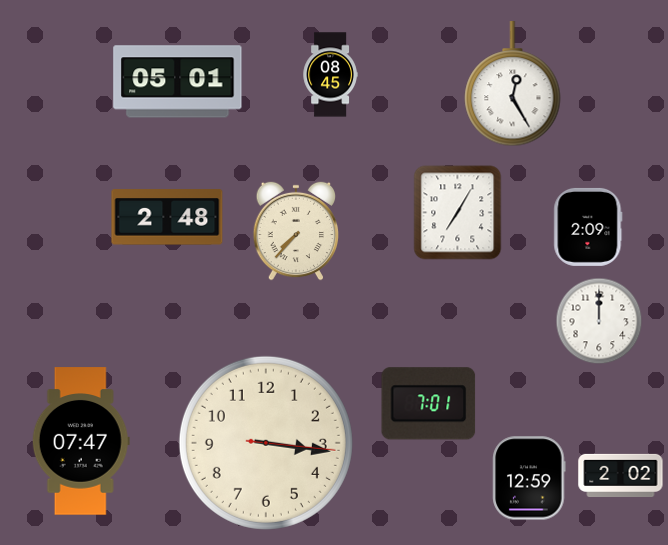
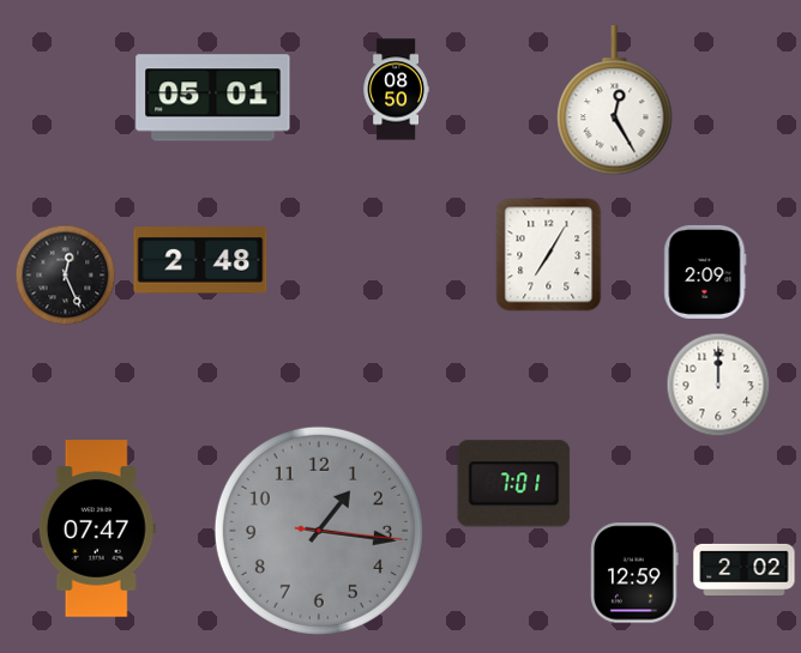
clock at (330, 75): 08:45 -> 08:50
clock at (66, 276): none -> 12:26
clock at (296, 231): 7:37 -> none
clock at (266, 443): 3:16 -> 1:16
clock at (266, 443) dial: cream -> grey
